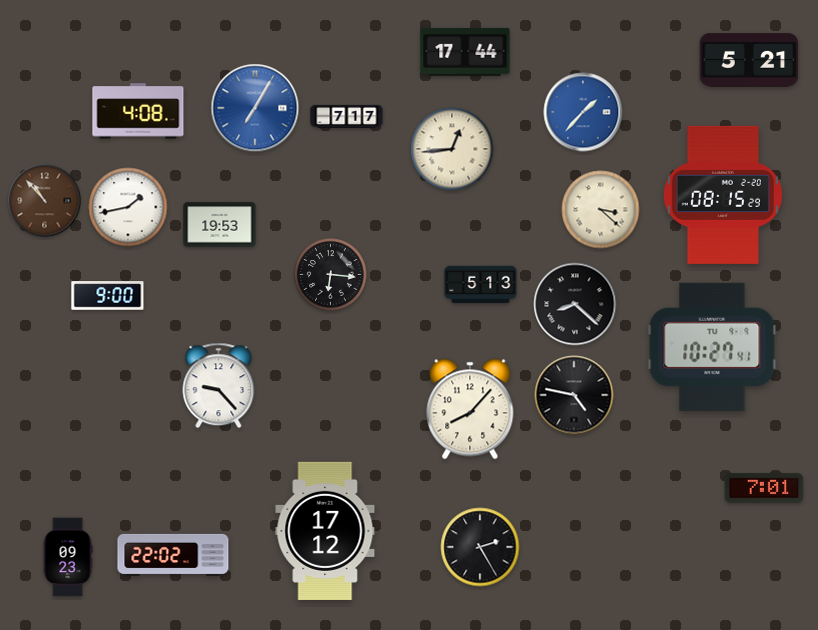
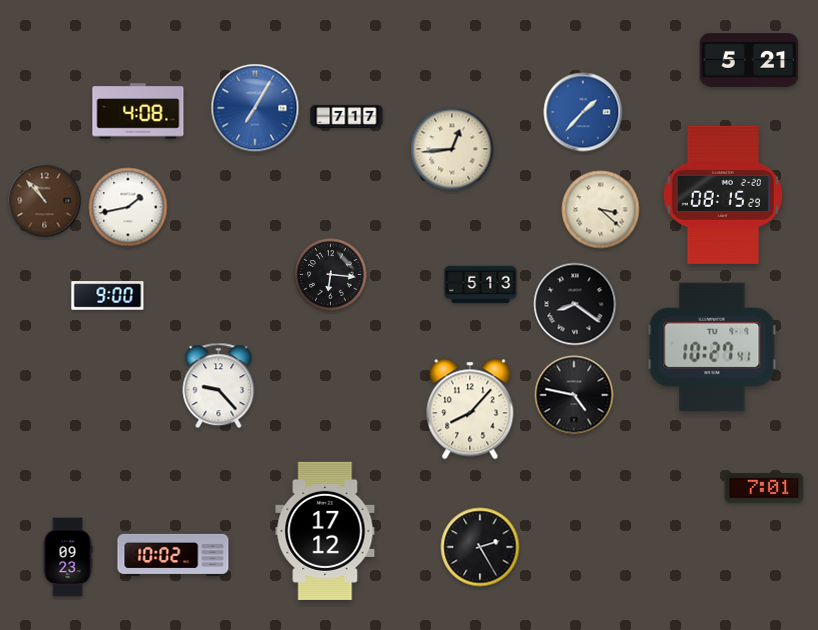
clock at (465, 52): 17:44 -> none
clock at (220, 225): 19:53 -> none
clock at (575, 304): 8:22 -> 8:21
clock at (173, 555): 22:02 -> 10:02
